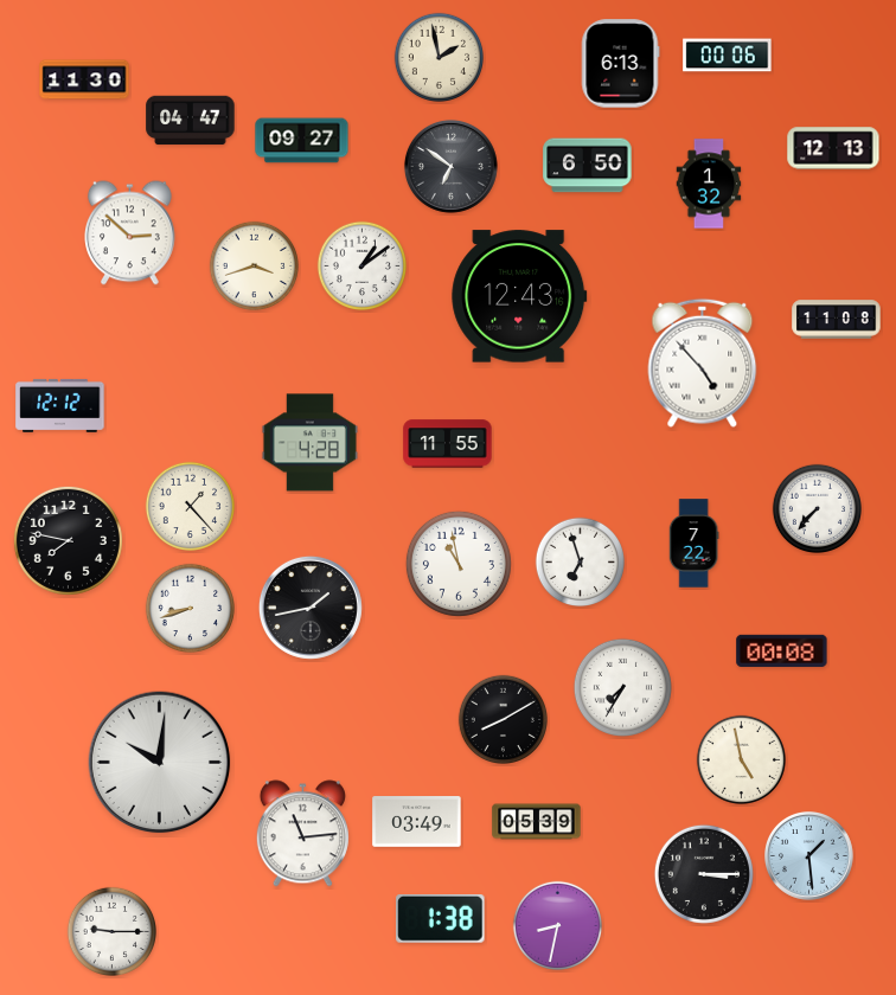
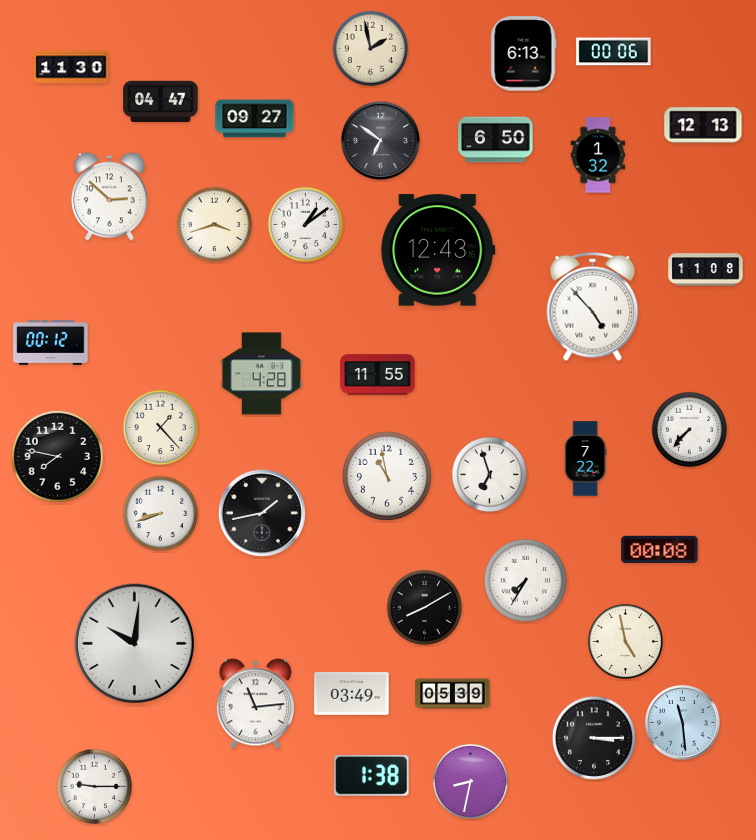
clock at (728, 56) position: (728, 56) -> (614, 52)
clock at (60, 405): 12:12 -> 00:12
clock at (809, 856): 1:29 -> 11:29
